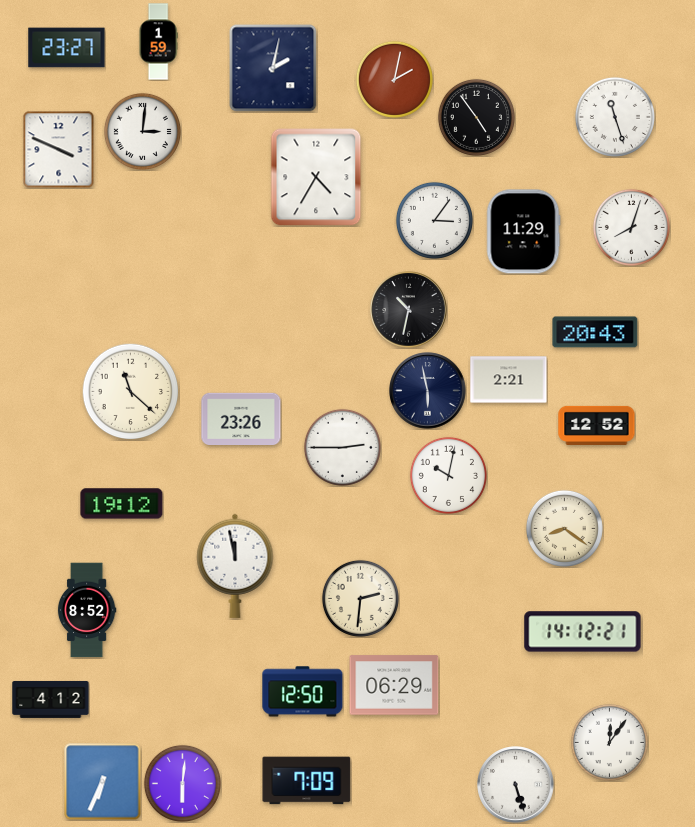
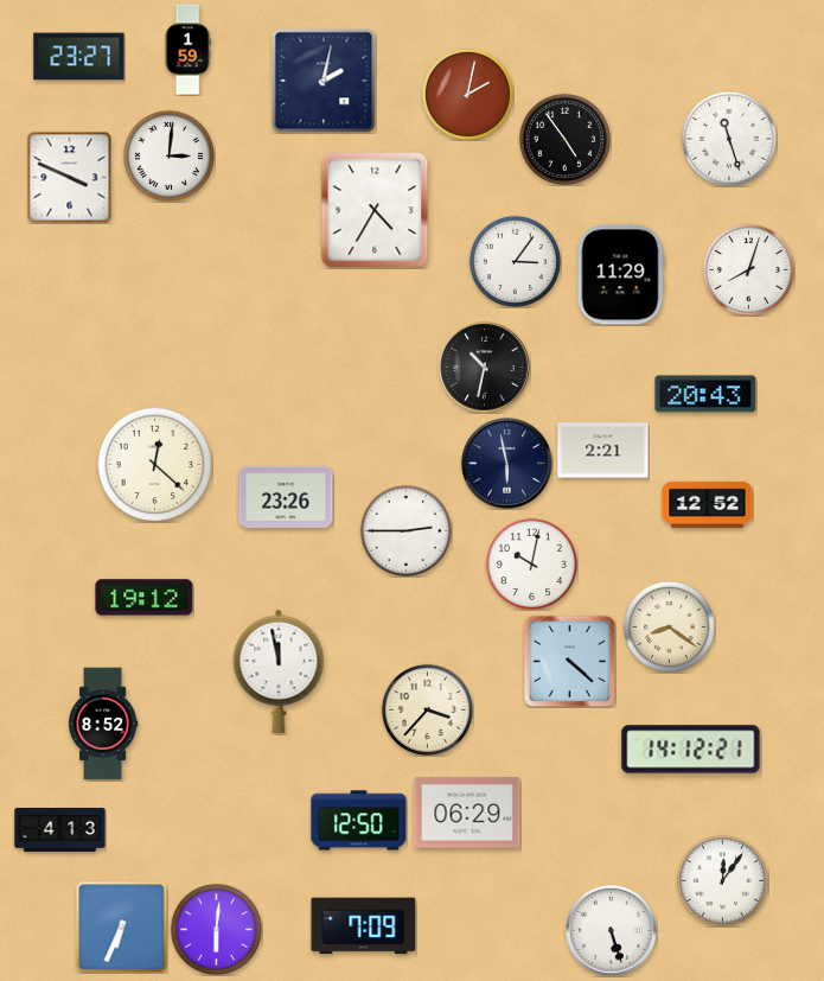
clock at (130, 391): 11:22 -> 12:22
clock at (569, 661): none -> 4:22
clock at (360, 598): 2:31 -> 3:37
clock at (51, 699): 4:12 -> 4:13
